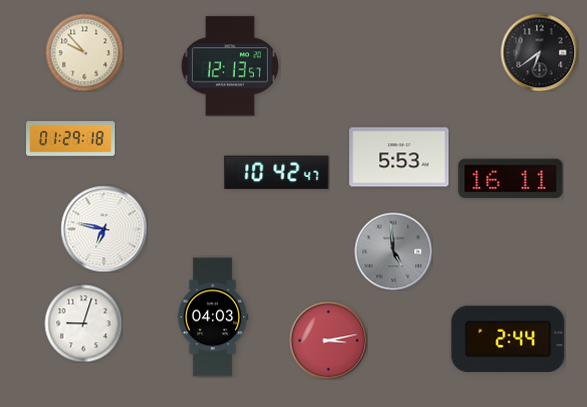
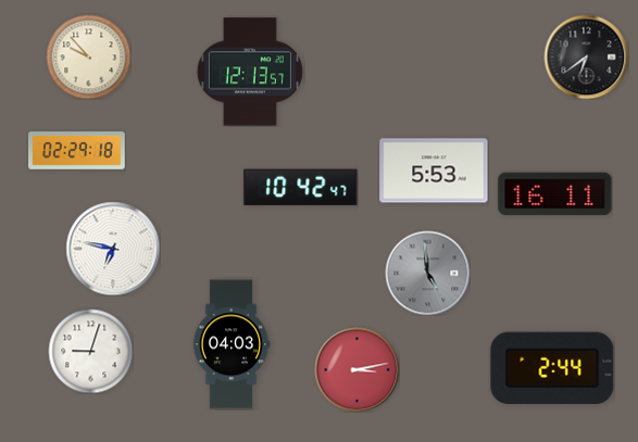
clock at (84, 52) position: (84, 52) -> (88, 56)
clock at (71, 139): 01:29 -> 02:29
